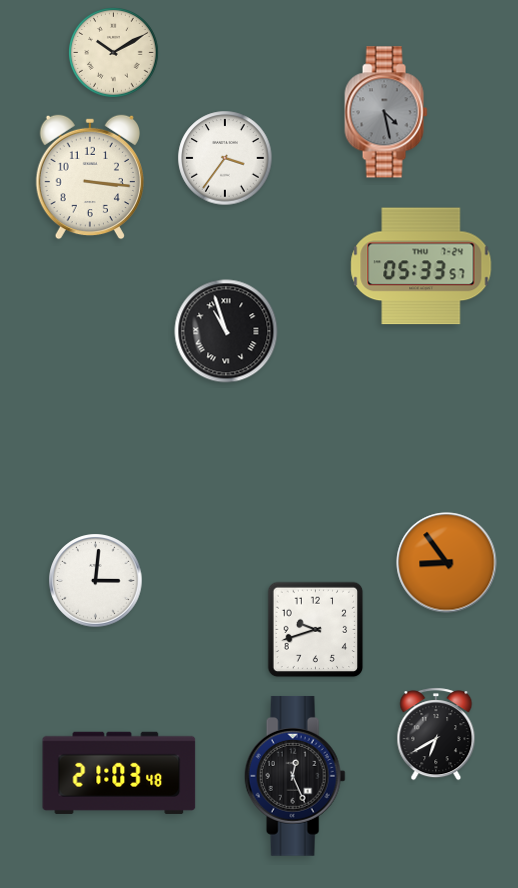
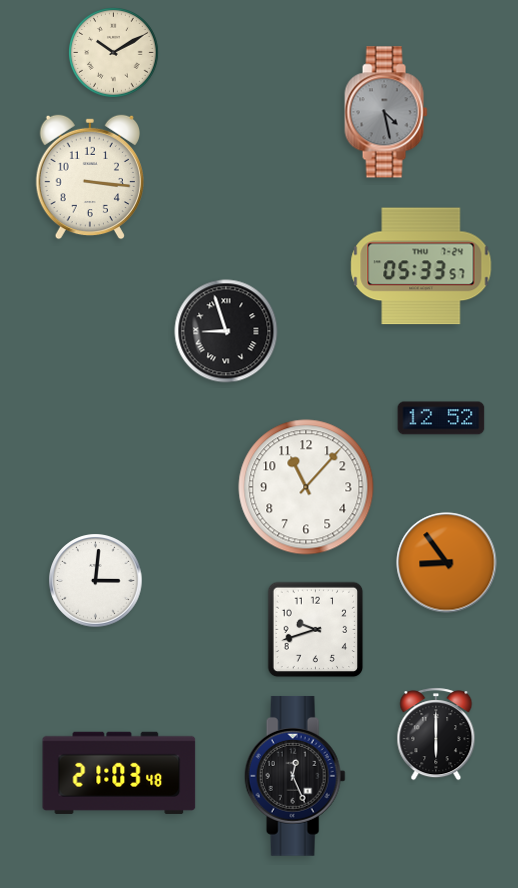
clock at (225, 158): 3:36 -> none
clock at (226, 331): 10:57 -> 8:57
clock at (441, 418): none -> 12:52
clock at (306, 487): none -> 11:07
clock at (436, 734): 6:40 -> 6:00
